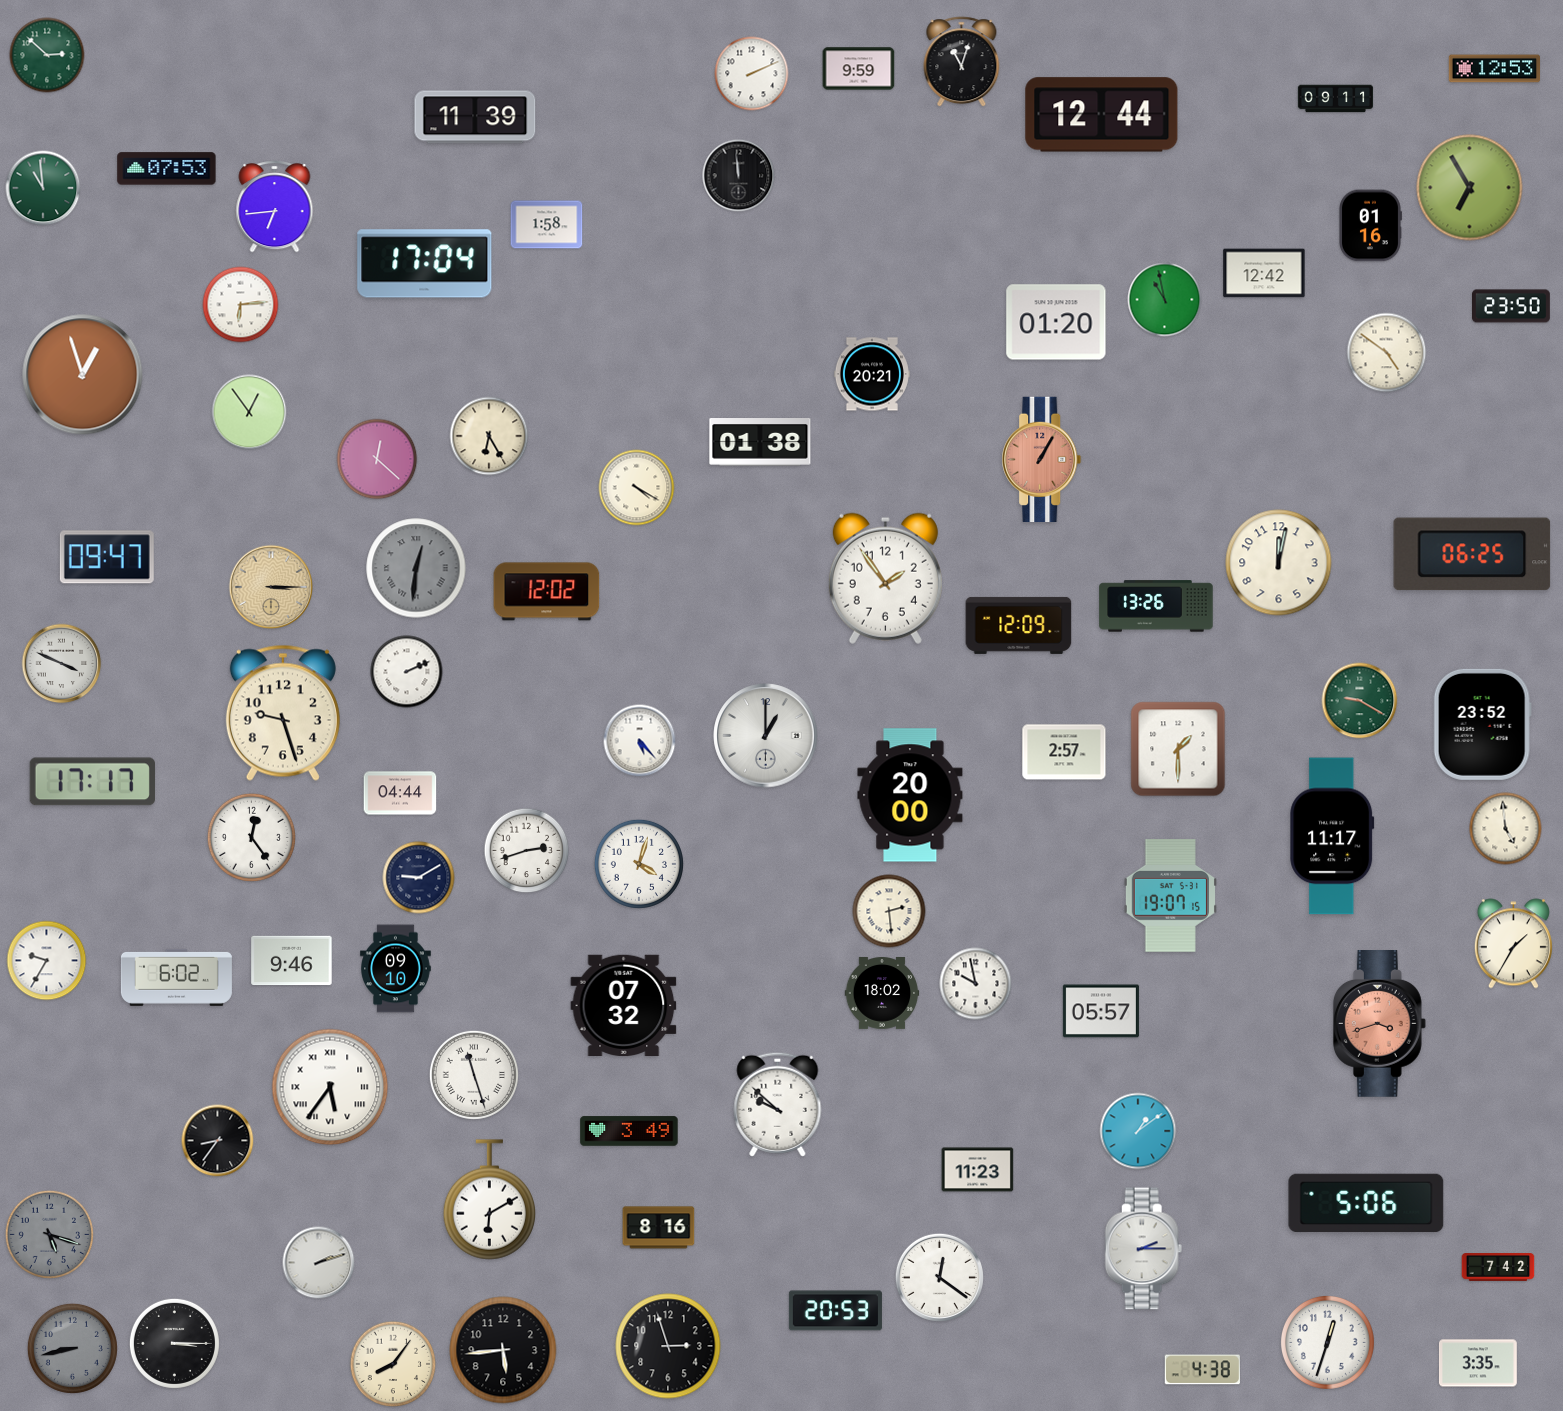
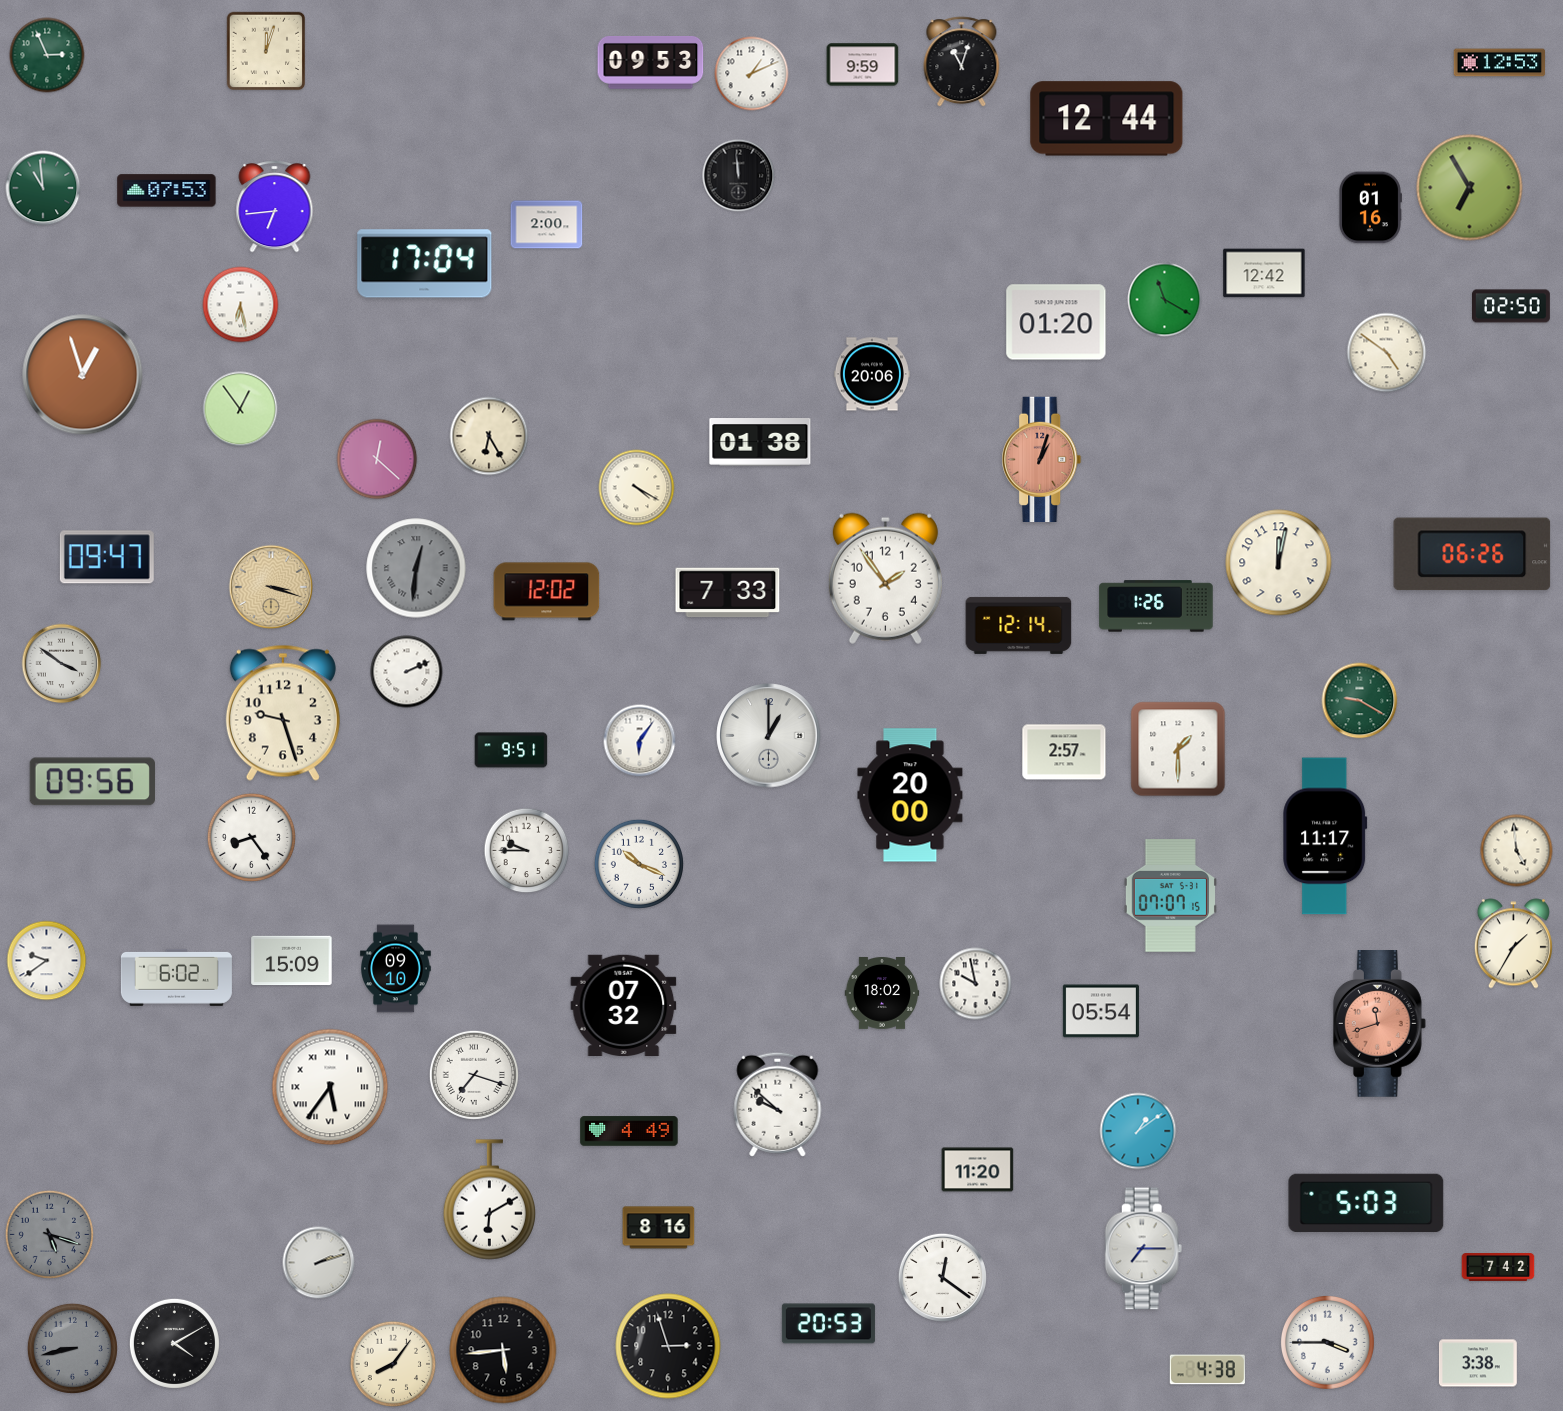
clock at (266, 51): none -> 12:03
clock at (47, 55): 2:52 -> 2:56
clock at (651, 63): none -> 09:53
clock at (859, 69) position: (859, 69) -> (863, 65)
clock at (1495, 69) position: (1495, 69) -> (1500, 63)
clock at (752, 74): 2:11 -> 1:11
clock at (1336, 99): 09:11 -> none
clock at (1102, 115) position: (1102, 115) -> (1107, 119)
clock at (475, 117): 11:39 -> none
clock at (167, 169) position: (167, 169) -> (167, 191)
clock at (547, 225): 1:58 -> 2:00
clock at (1371, 226) position: (1371, 226) -> (1371, 208)
clock at (1165, 300): 10:58 -> 11:20
clock at (241, 305): 6:14 -> 6:28
clock at (1512, 306): 23:50 -> 02:50
clock at (872, 374): 20:21 -> 20:06
clock at (249, 412) position: (249, 412) -> (240, 409)
clock at (1042, 459): 1:05 -> 1:03
clock at (1472, 554): 06:25 -> 06:26
clock at (271, 587): 3:15 -> 3:18
clock at (728, 593): none -> 7:33
clock at (1156, 606): 13:26 -> 1:26
clock at (1019, 625): 12:09 -> 12:14
clock at (62, 664): 3:49 -> 3:51
clock at (1482, 724): 23:52 -> none
clock at (766, 736) position: (766, 736) -> (769, 736)
clock at (640, 741): 5:23 -> 6:06
clock at (511, 750): none -> 9:51
clock at (92, 782): 17:17 -> 09:56
clock at (400, 793): 04:44 -> none
clock at (1506, 829) position: (1506, 829) -> (1517, 851)
clock at (1332, 836) position: (1332, 836) -> (1325, 836)
clock at (251, 837): 12:24 -> 8:24
clock at (527, 851): 2:42 -> 9:45
clock at (639, 864): 4:03 -> 10:19
clock at (419, 878): 9:10 -> none
clock at (1170, 896): 19:07 -> 07:07
clock at (889, 911): 2:29 -> none
clock at (47, 961): 9:35 -> 9:39
clock at (292, 961): 9:46 -> 15:09
clock at (1101, 1011): 05:57 -> 05:54
clock at (1379, 1024): 3:42 -> 11:42
clock at (474, 1075): 11:27 -> 7:18
clock at (629, 1131): 3:49 -> 4:49
clock at (218, 1141): 8:36 -> none
clock at (978, 1170): 11:23 -> 11:20
clock at (1366, 1203): 5:06 -> 5:03
clock at (1144, 1249): 2:15 -> 7:15
clock at (939, 1277) position: (939, 1277) -> (942, 1277)
clock at (835, 1311) position: (835, 1311) -> (828, 1324)
clock at (1327, 1342): 12:33 -> 3:45
clock at (174, 1343): 3:15 -> 4:10
clock at (1478, 1363): 3:35 -> 3:38
clock at (1202, 1370) position: (1202, 1370) -> (1207, 1370)
